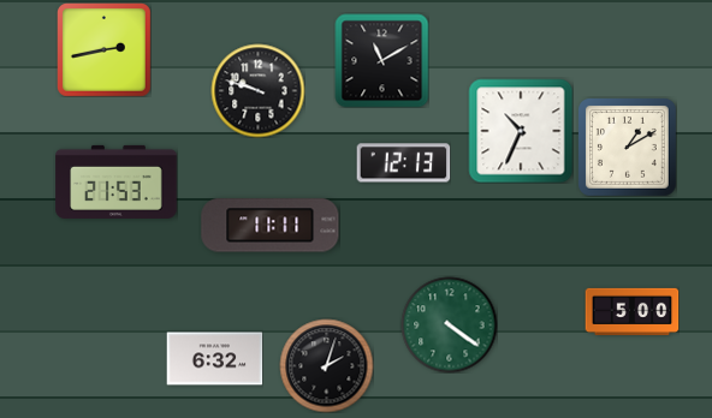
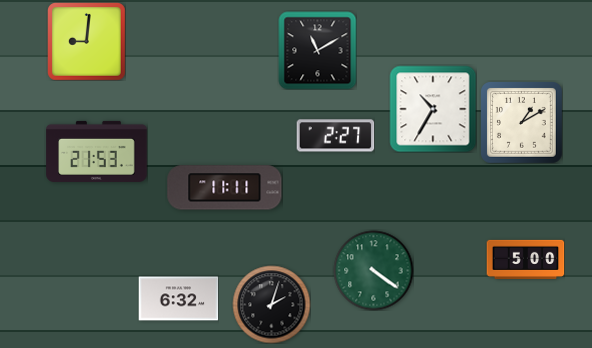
clock at (105, 50): 2:43 -> 9:01
clock at (257, 90): 9:48 -> none
clock at (521, 131): 10:34 -> 10:35
clock at (403, 163): 12:13 -> 2:27
